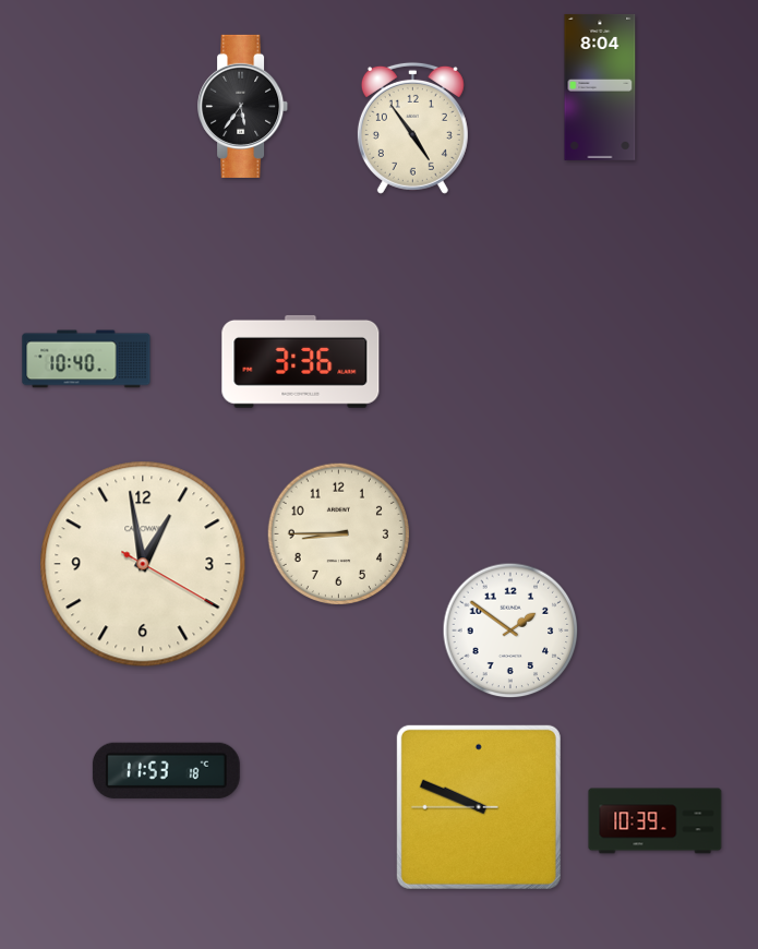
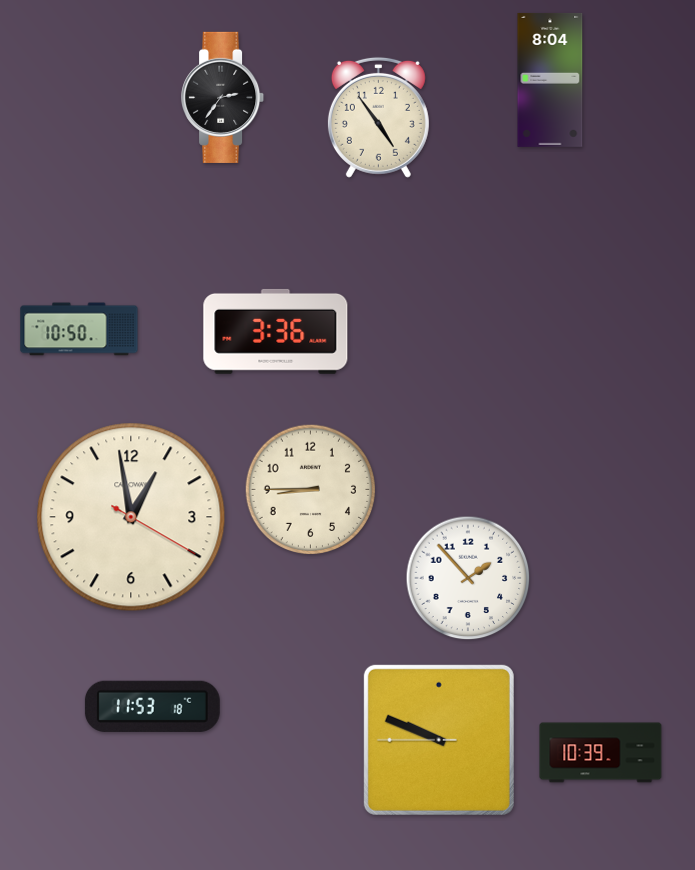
clock at (243, 106): 5:36 -> 2:36
clock at (86, 359): 10:40 -> 10:50
clock at (510, 630): 1:51 -> 1:53
